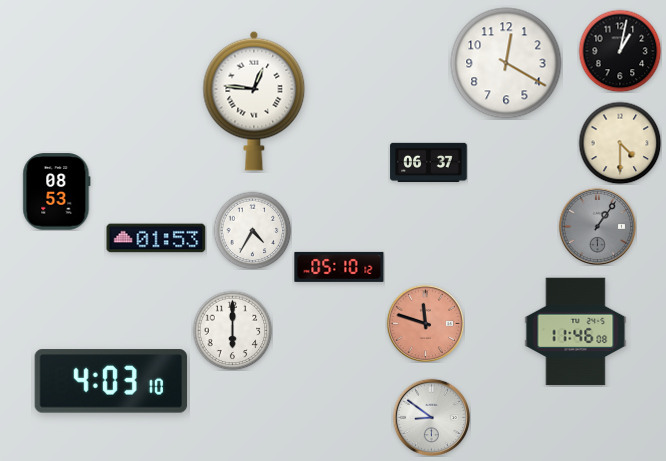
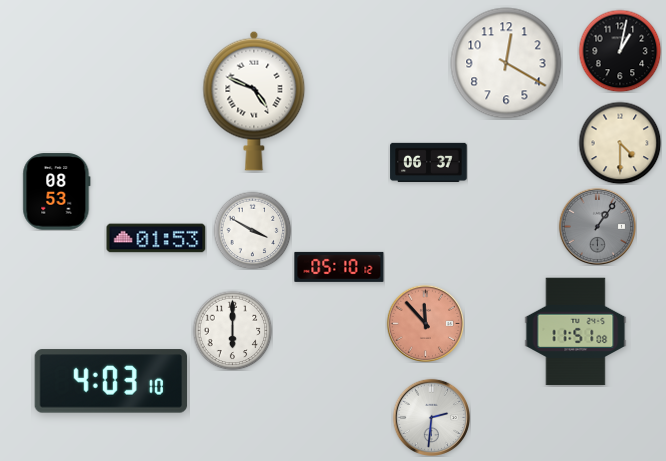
clock at (254, 101): 12:46 -> 4:49
clock at (252, 230): 4:35 -> 3:50
clock at (425, 323): 11:48 -> 11:53
clock at (576, 332): 11:46 -> 11:51
clock at (431, 417): 8:51 -> 2:31
